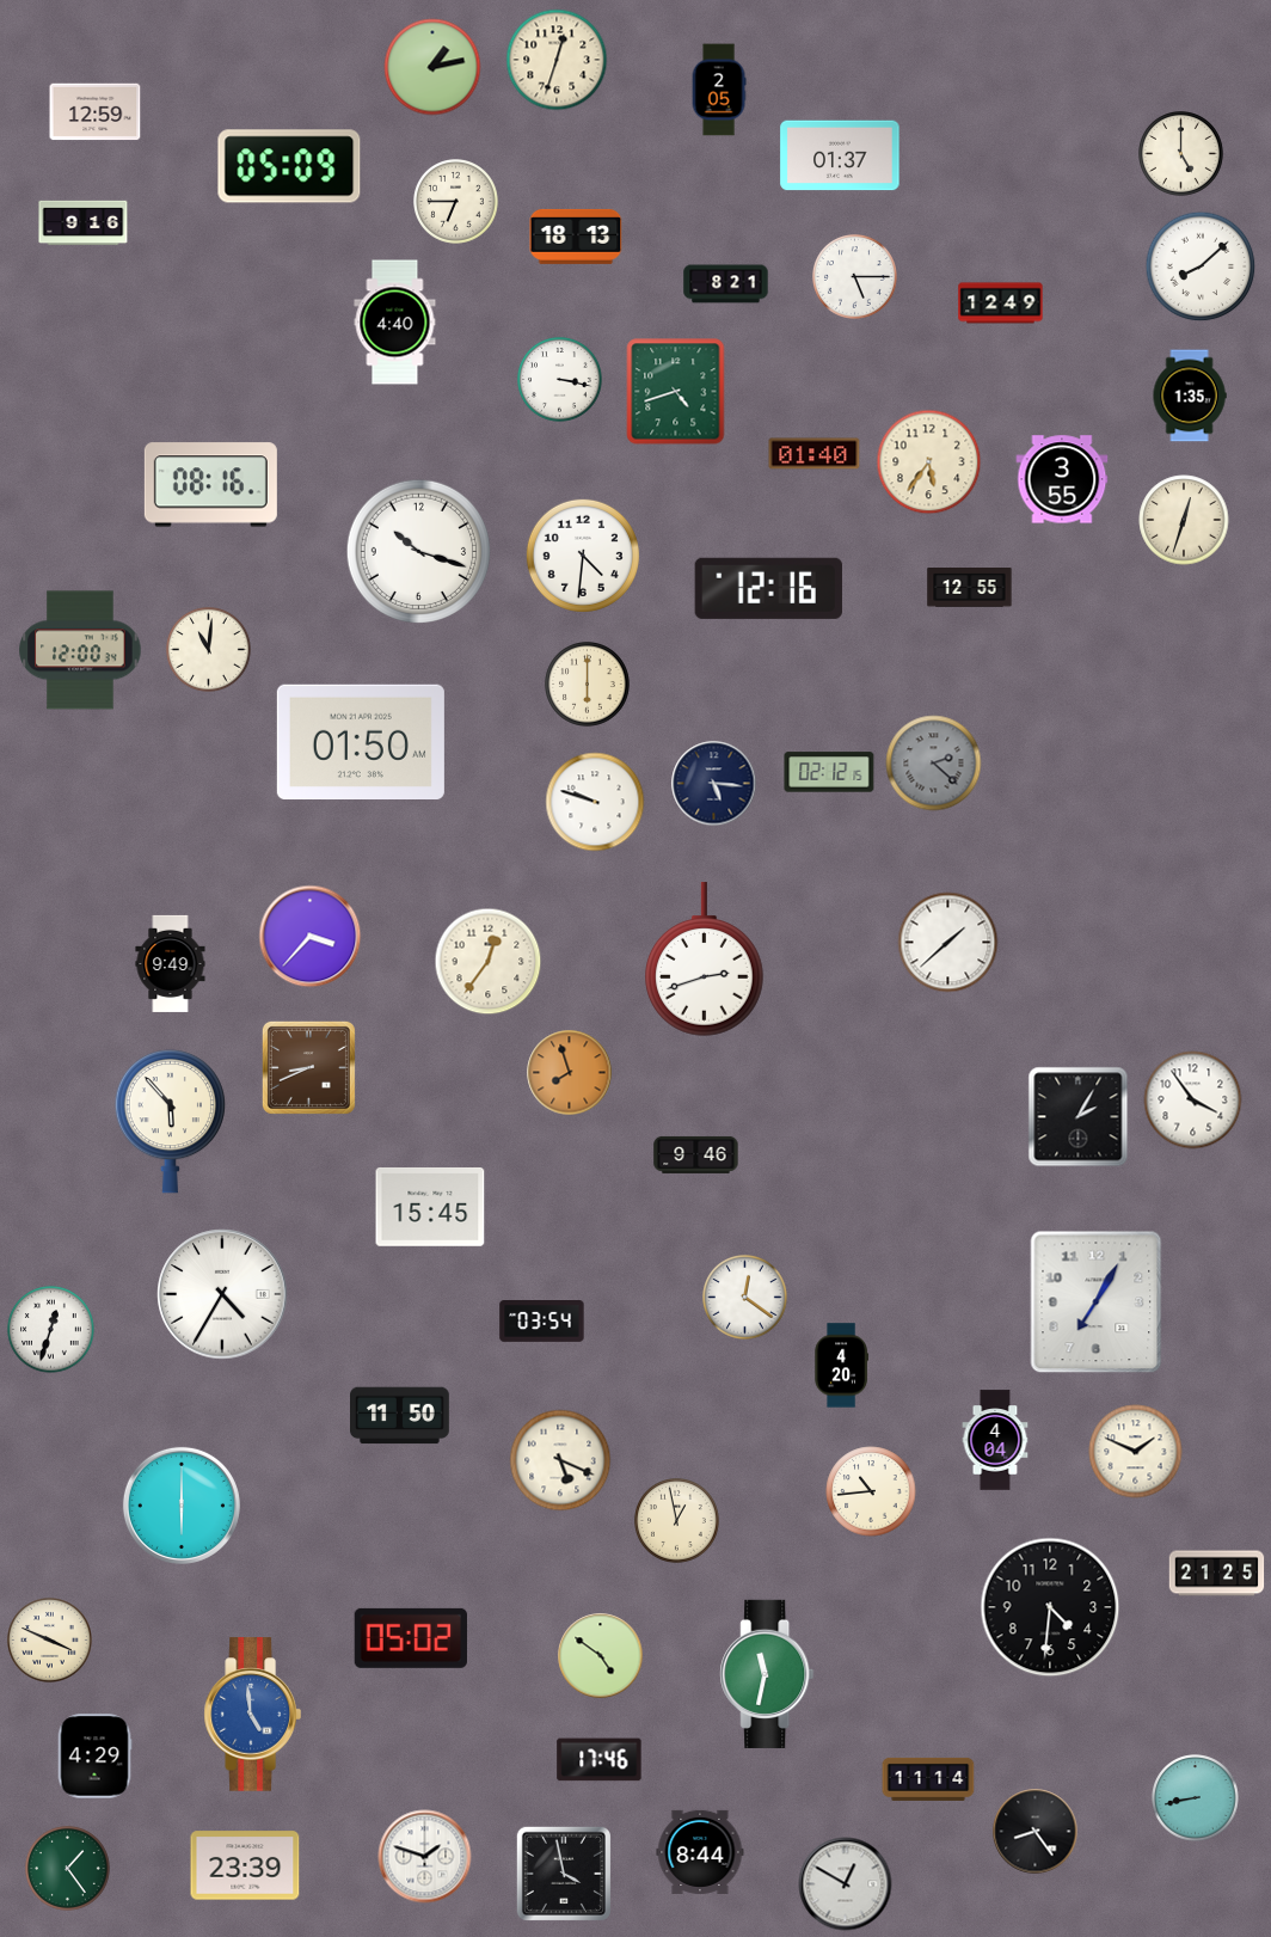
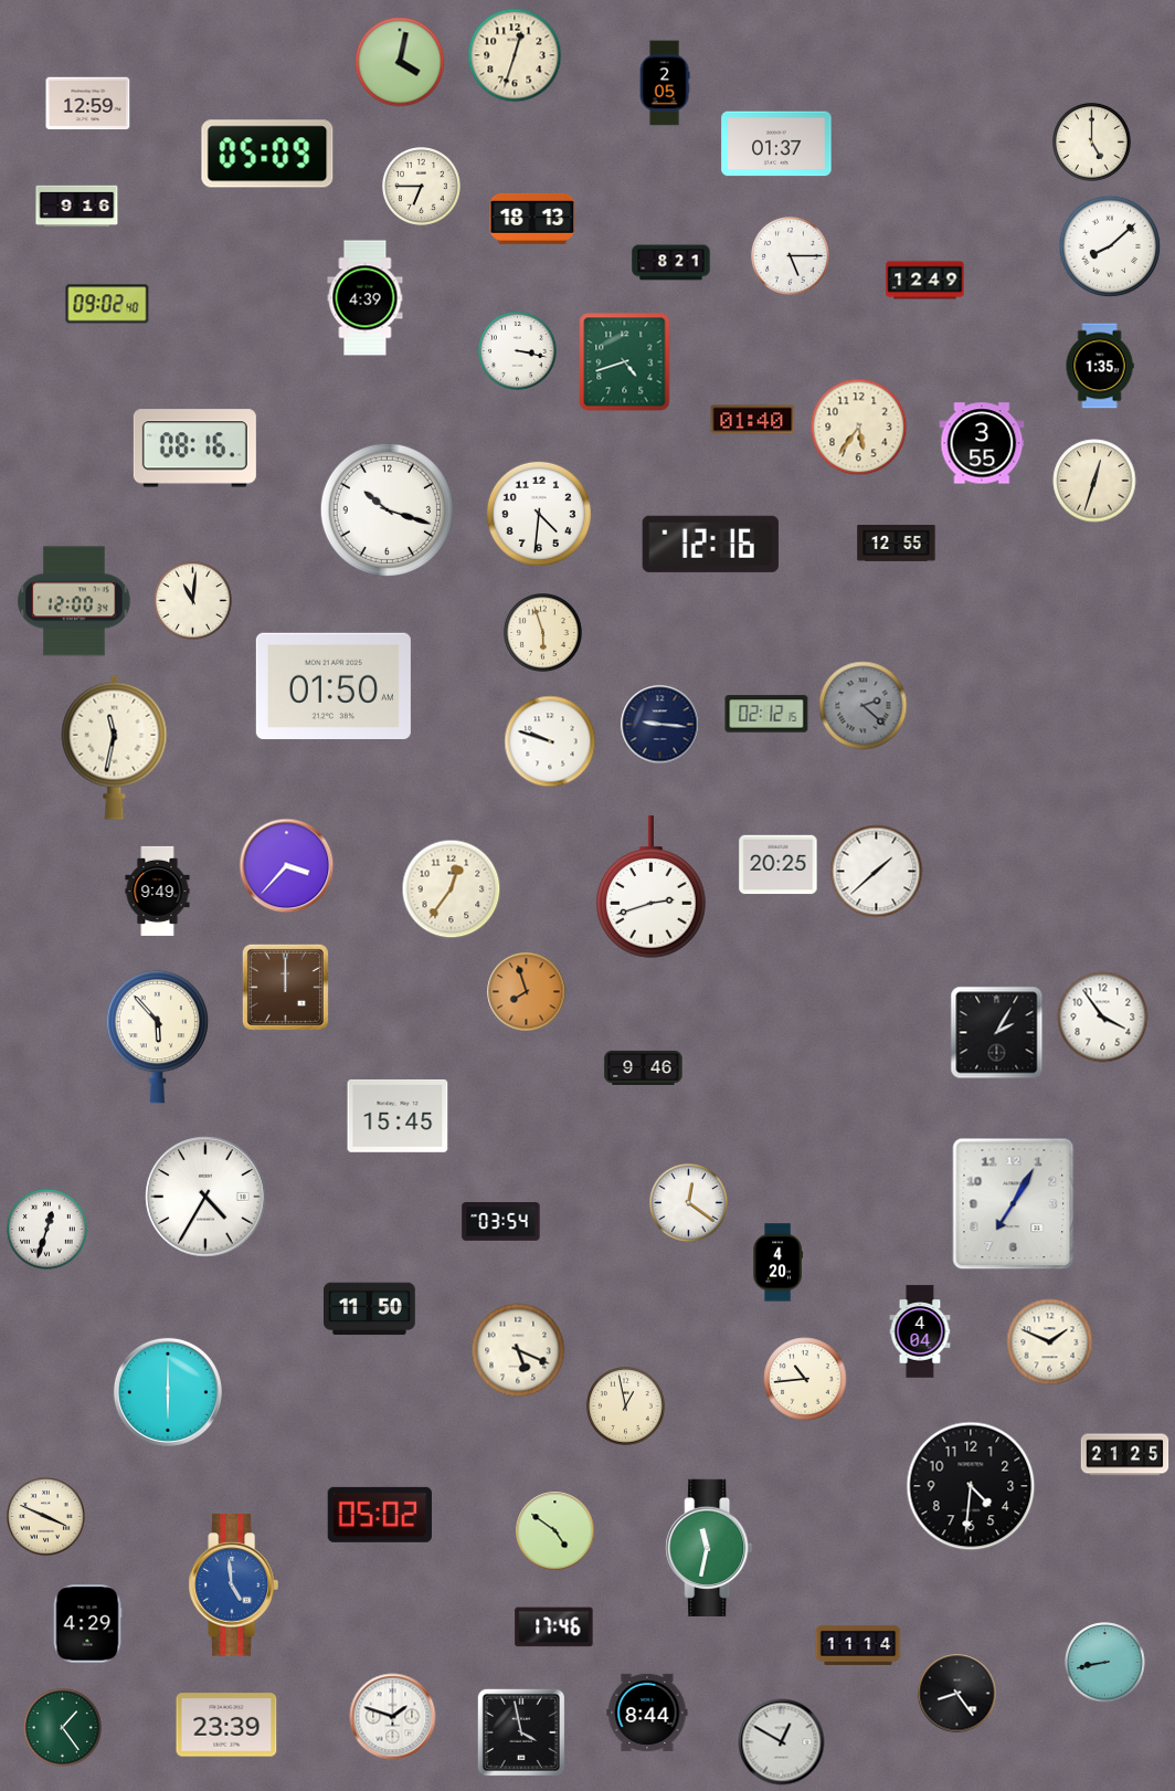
clock at (432, 67): 1:13 -> 4:02
clock at (395, 323): 4:40 -> 4:39
clock at (107, 304): none -> 09:02
clock at (588, 685): 6:00 -> 5:57
clock at (714, 784): 5:16 -> 9:16
clock at (115, 747): none -> 11:32
clock at (779, 865): none -> 20:25
clock at (308, 1067): 8:41 -> 12:00
clock at (745, 1298) position: (745, 1298) -> (689, 1203)
